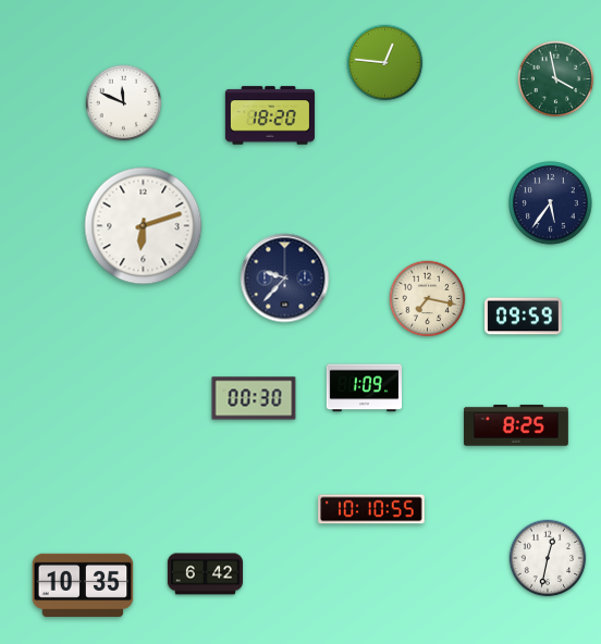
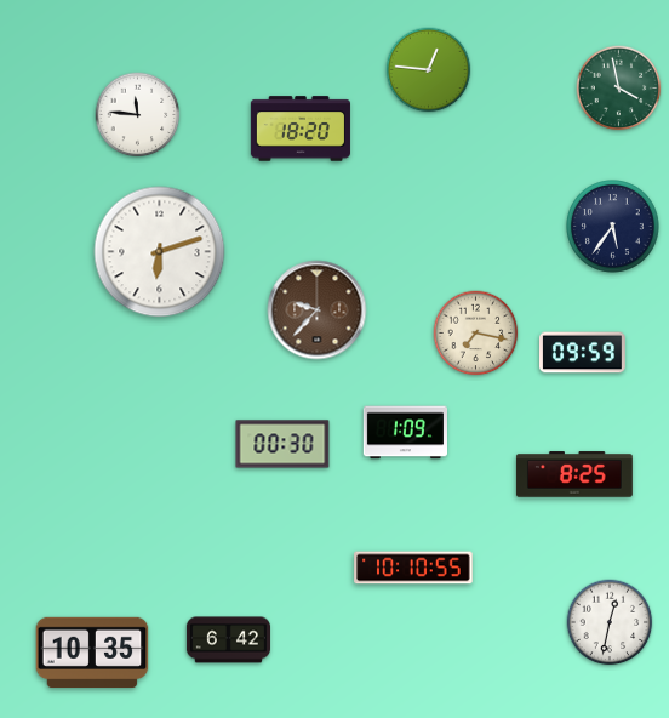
clock at (124, 103): 11:49 -> 11:46
clock at (285, 278) dial: navy -> brown
